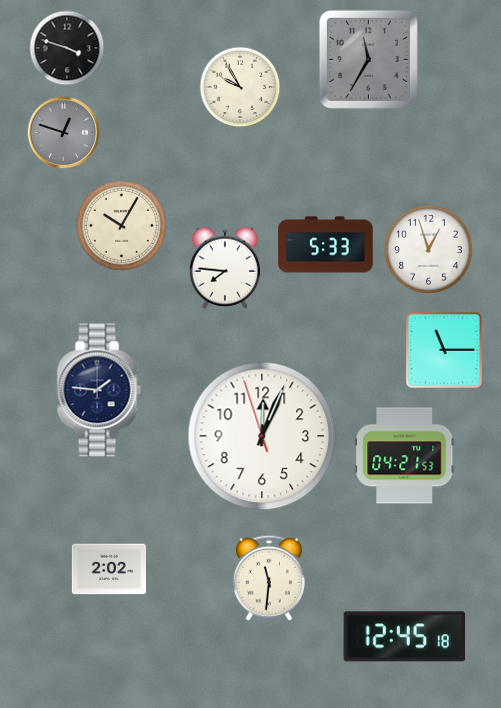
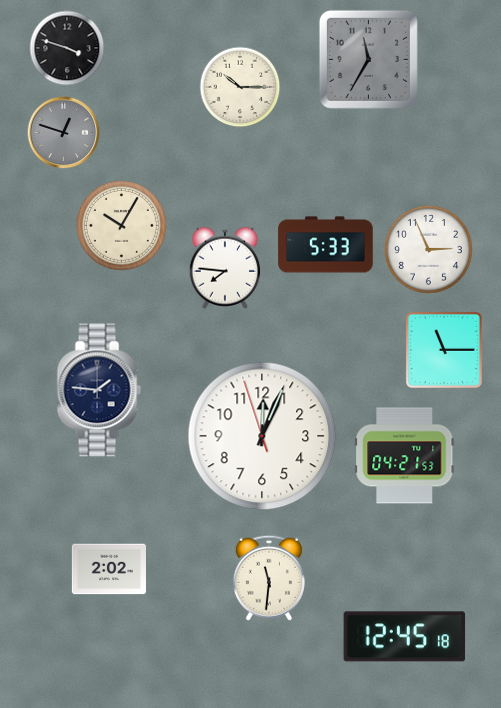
clock at (240, 87): 9:55 -> 10:15
clock at (428, 249): 12:57 -> 2:56
